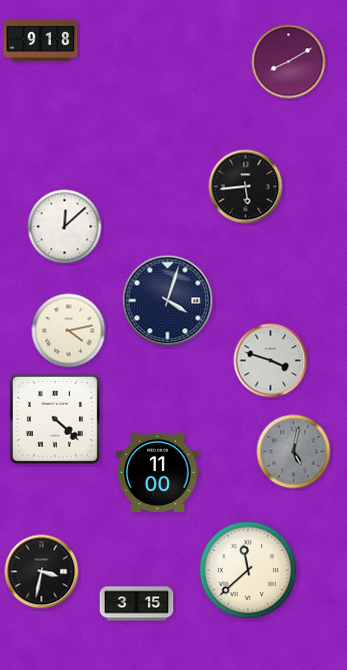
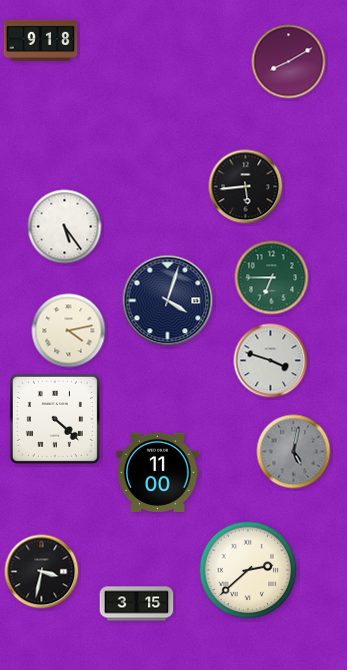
clock at (65, 227): 12:08 -> 5:24
clock at (272, 278): none -> 6:45
clock at (248, 570): 11:38 -> 2:38
